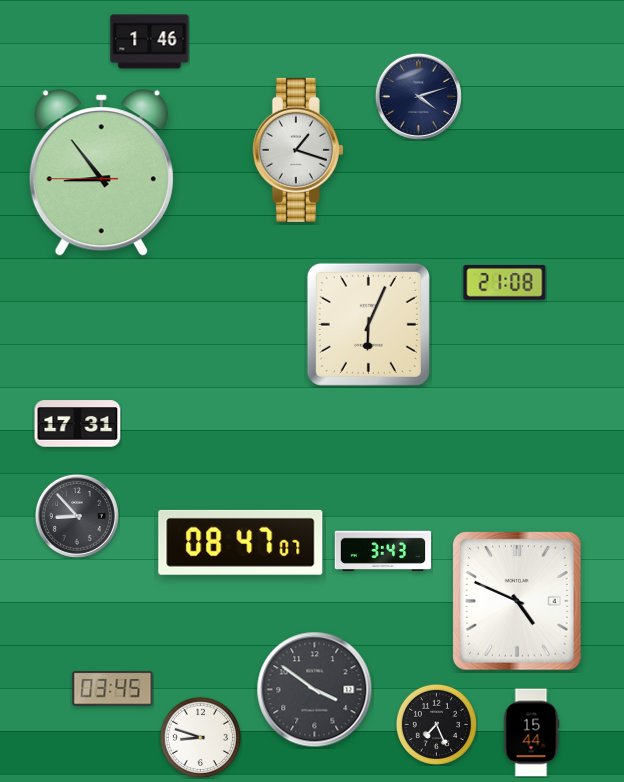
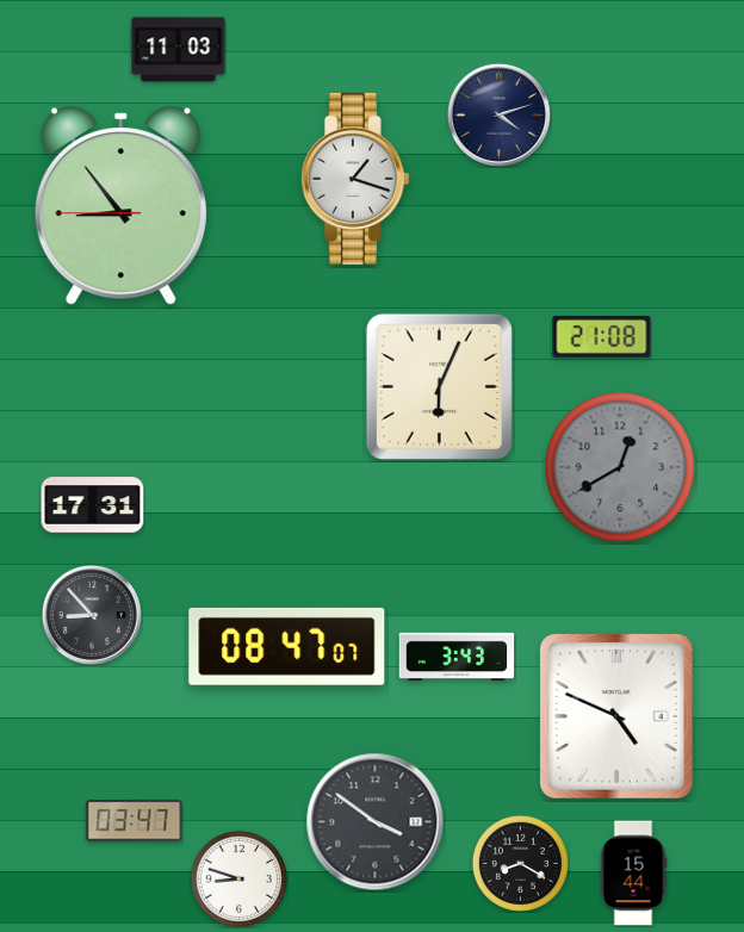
clock at (150, 42): 1:46 -> 11:03
clock at (620, 467): none -> 12:40
clock at (113, 689): 03:45 -> 03:47
clock at (436, 724): 7:26 -> 8:20
